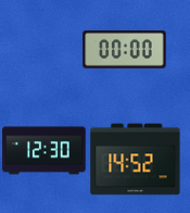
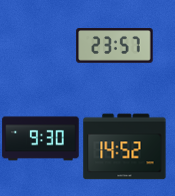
clock at (125, 50): 00:00 -> 23:57
clock at (45, 151): 12:30 -> 9:30
